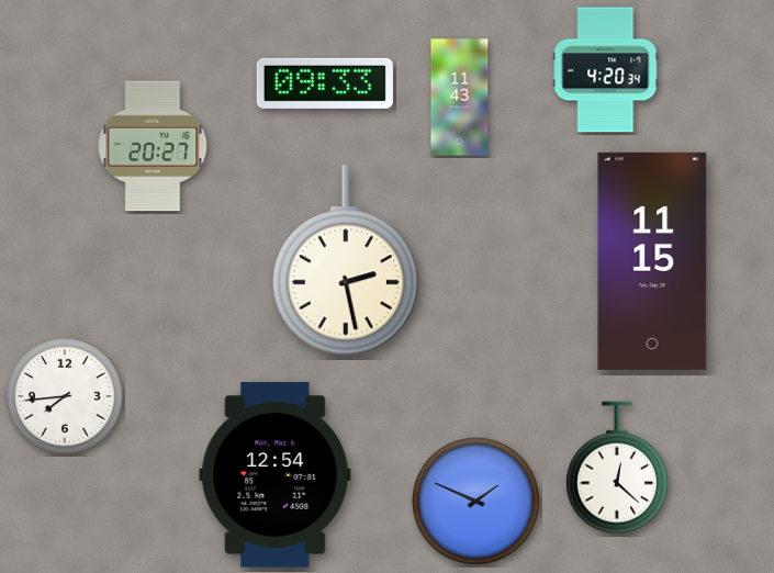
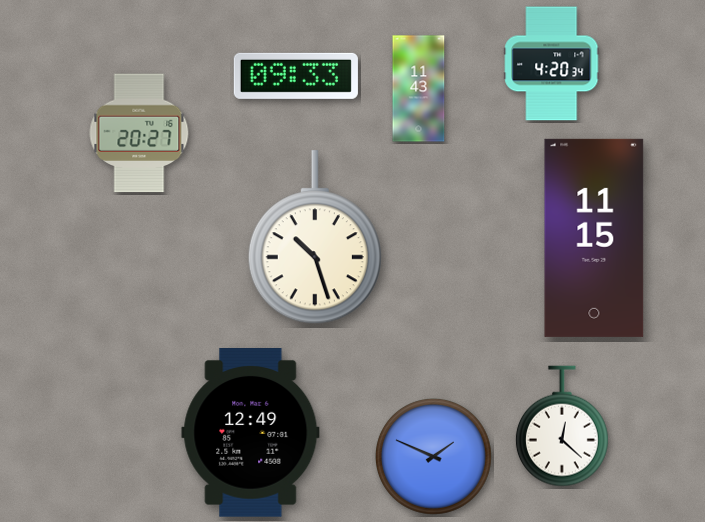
clock at (346, 261): 2:28 -> 10:27
clock at (65, 396): 7:44 -> none
clock at (276, 475): 12:54 -> 12:49
